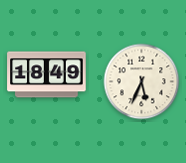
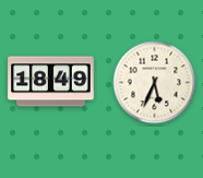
clock at (142, 82) position: (142, 82) -> (155, 83)
